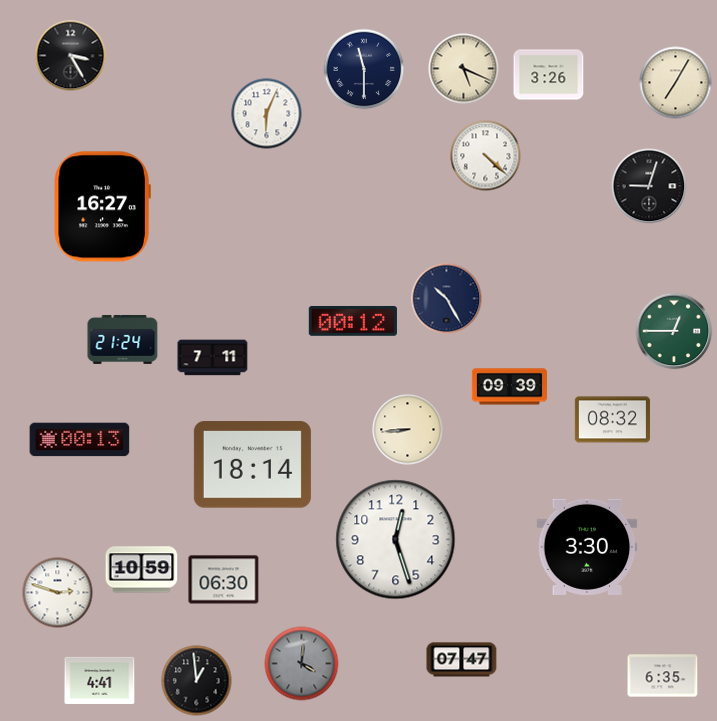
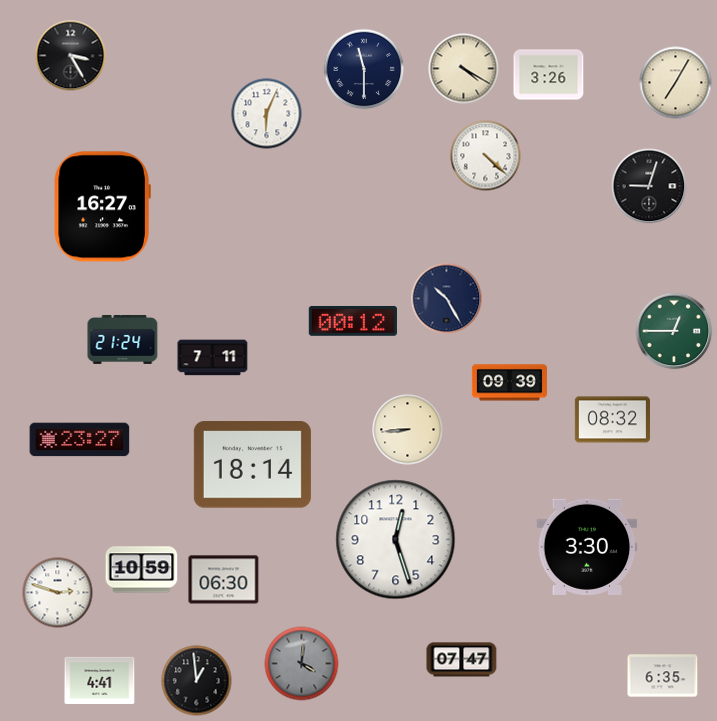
clock at (464, 69): 5:19 -> 4:20
clock at (509, 387) position: (509, 387) -> (509, 383)
clock at (80, 440): 00:13 -> 23:27
